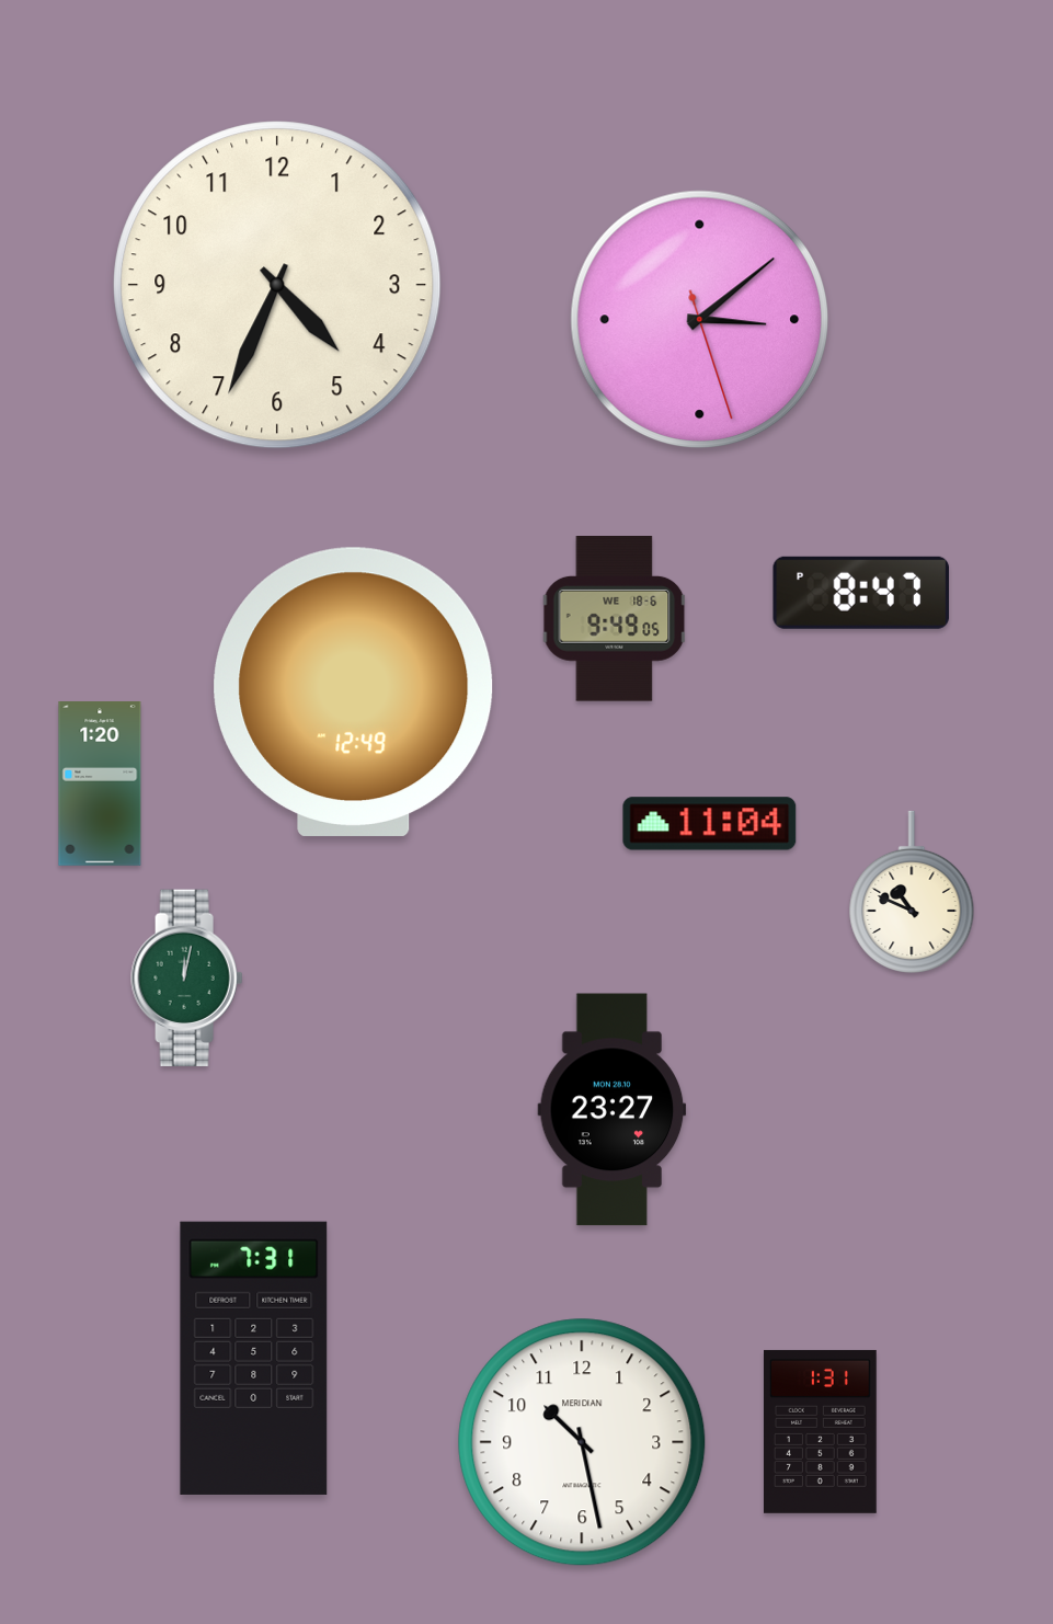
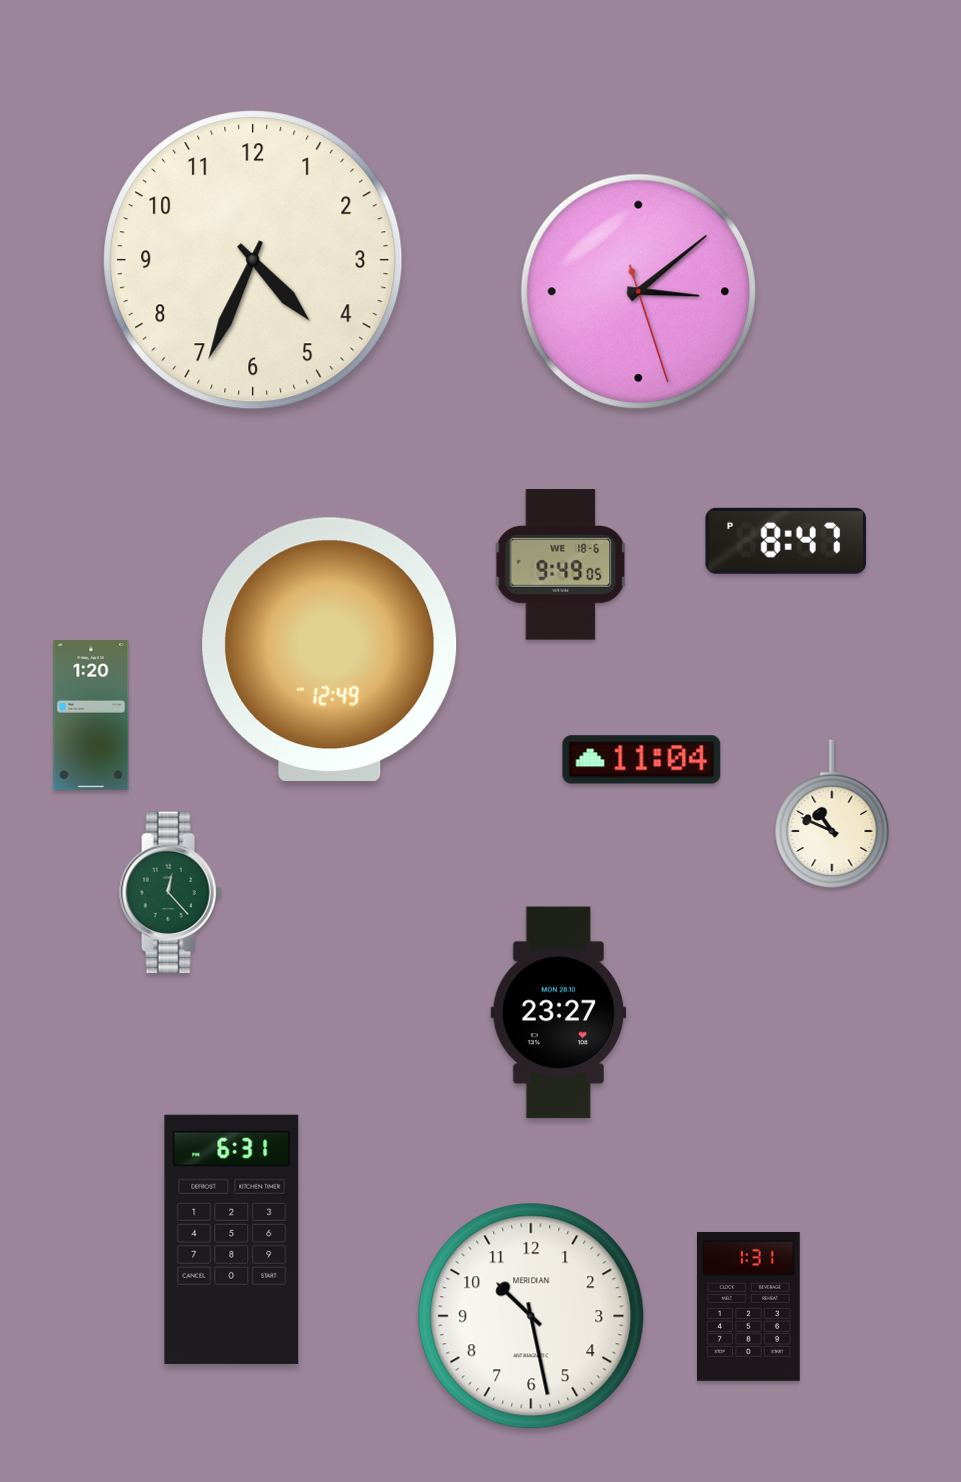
clock at (354, 691) position: (354, 691) -> (330, 649)
clock at (710, 824) position: (710, 824) -> (642, 760)
clock at (187, 979): 12:02 -> 12:23
clock at (254, 1358): 7:31 -> 6:31
